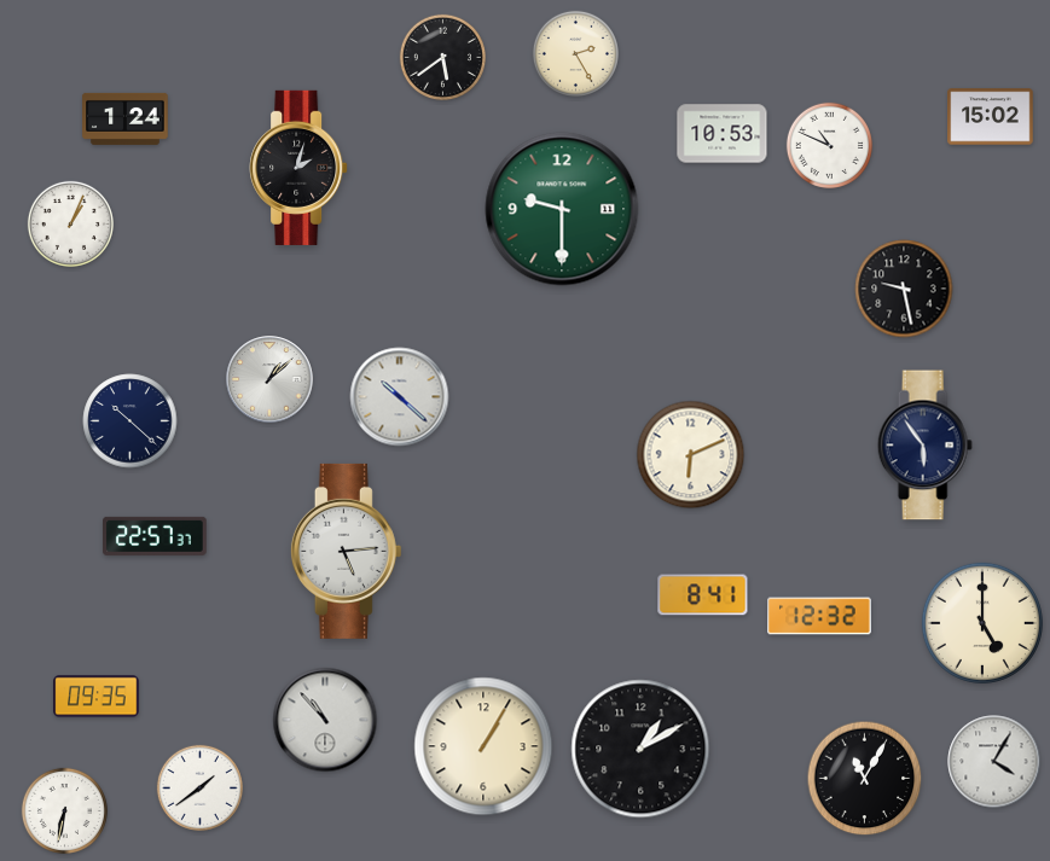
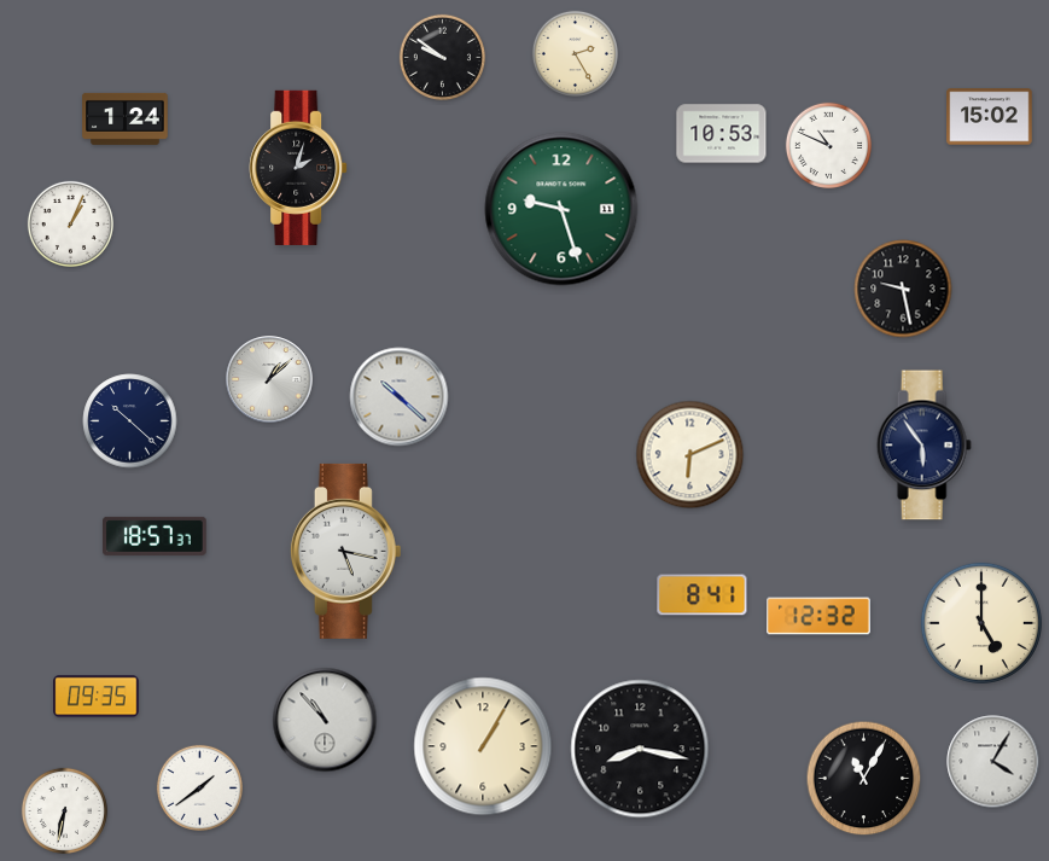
clock at (442, 57): 5:39 -> 9:51
clock at (562, 209): 9:30 -> 9:27
clock at (155, 536): 22:57 -> 18:57
clock at (346, 551): 5:14 -> 5:17
clock at (640, 749): 1:10 -> 8:17
